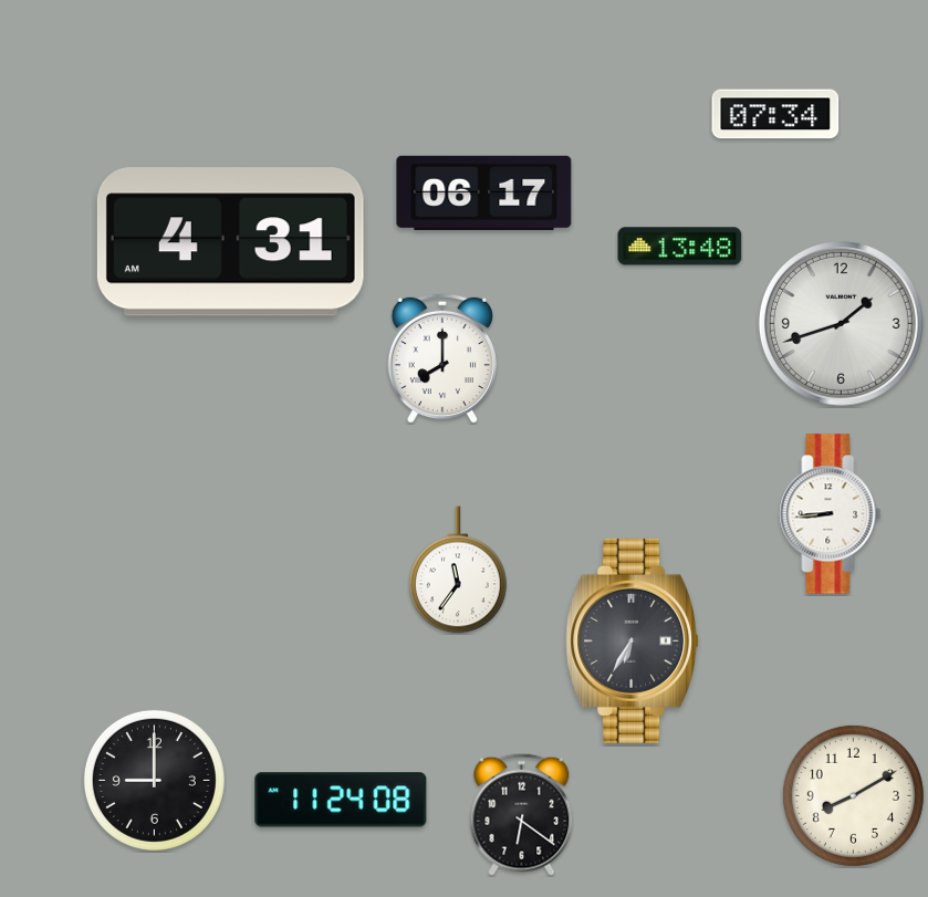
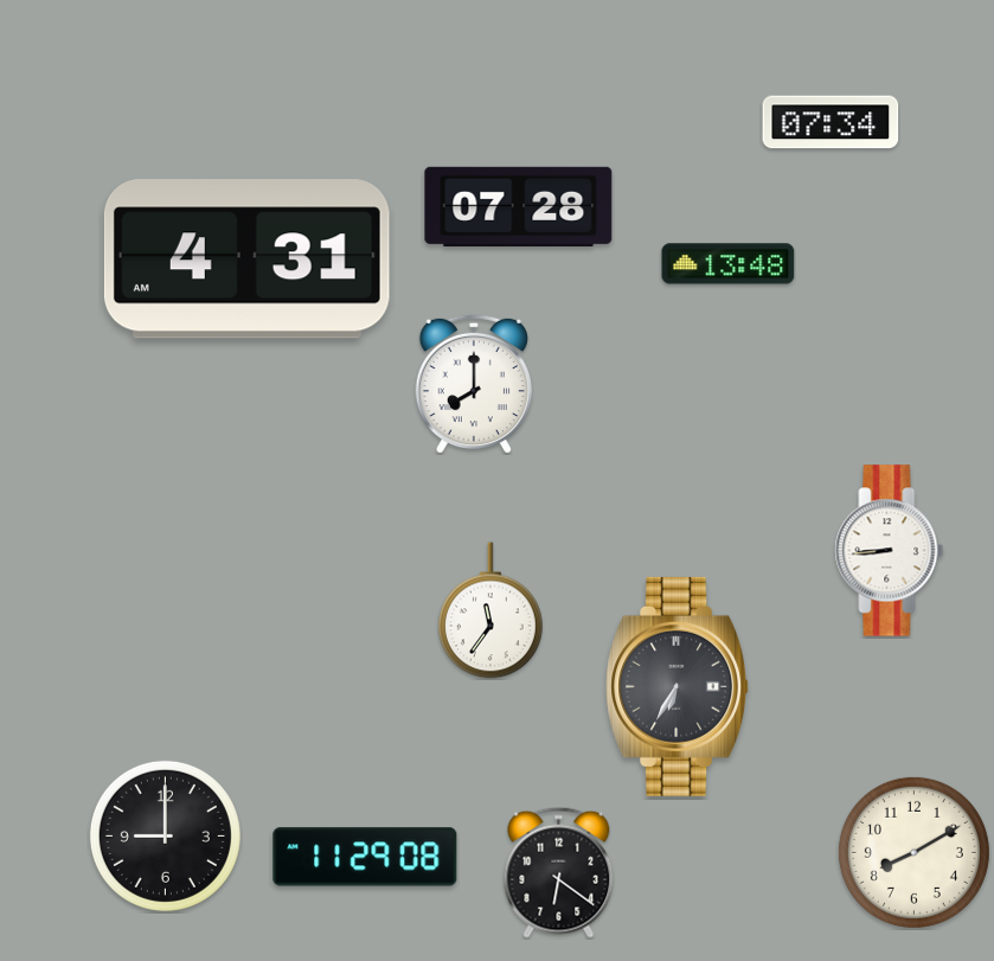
clock at (484, 192): 06:17 -> 07:28
clock at (841, 323): 1:42 -> none
clock at (341, 800): 11:24 -> 11:29
